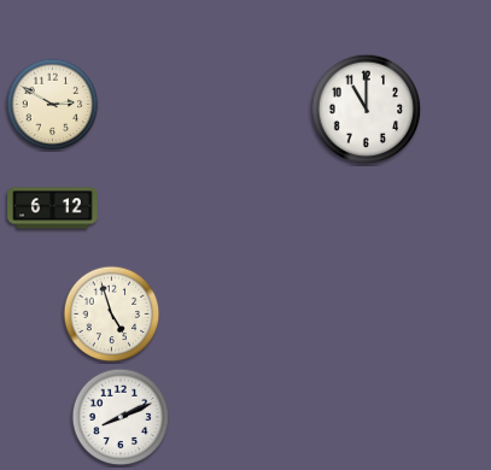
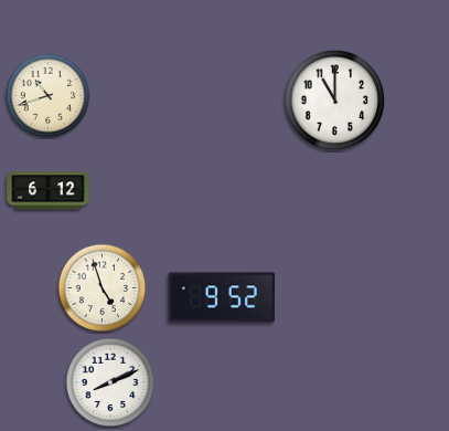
clock at (53, 105): 2:50 -> 10:42
clock at (221, 297): none -> 9:52
